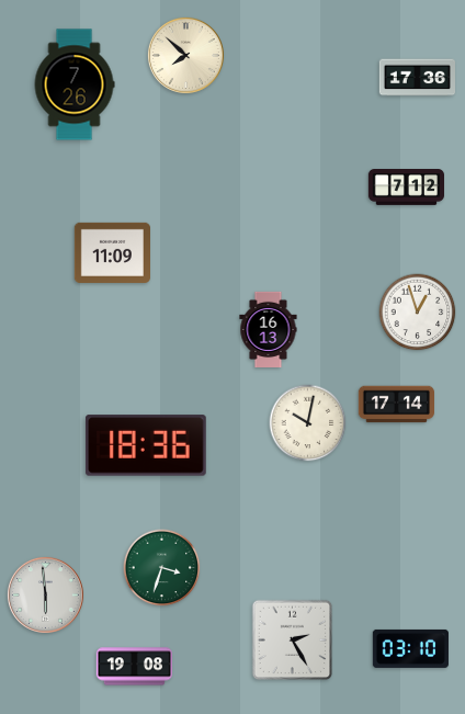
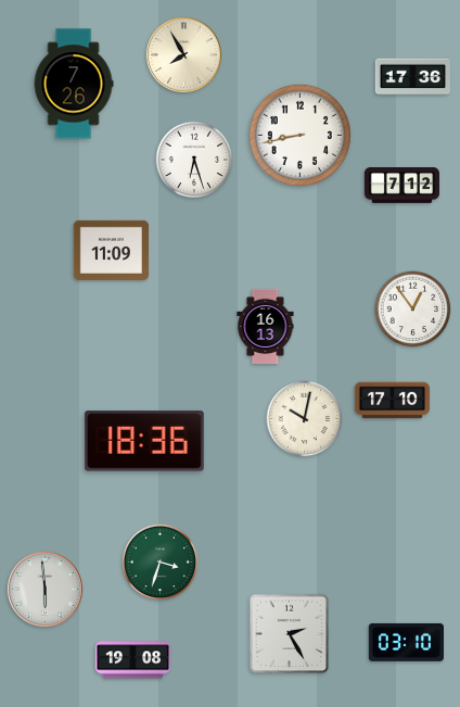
clock at (185, 55): 7:52 -> 7:55
clock at (299, 135): none -> 8:43
clock at (194, 160): none -> 6:27
clock at (418, 313): 12:57 -> 12:54
clock at (396, 405): 17:14 -> 17:10
